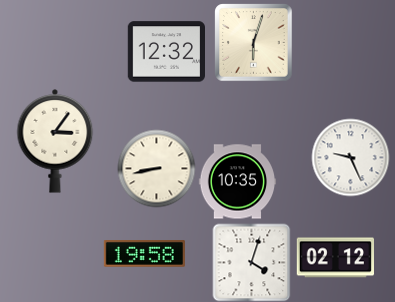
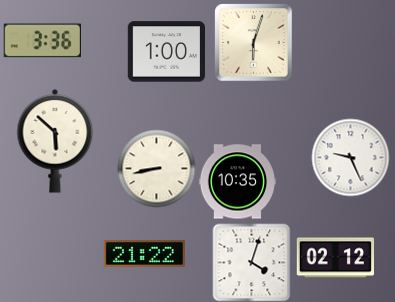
clock at (42, 41): none -> 3:36
clock at (166, 52): 12:32 -> 1:00
clock at (55, 141): 3:06 -> 5:52
clock at (144, 254): 19:58 -> 21:22
